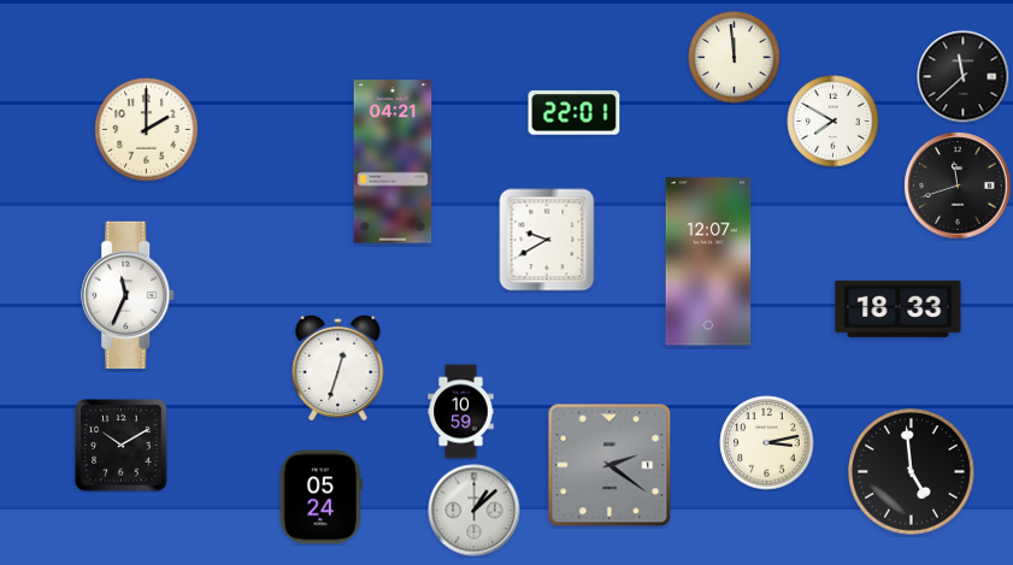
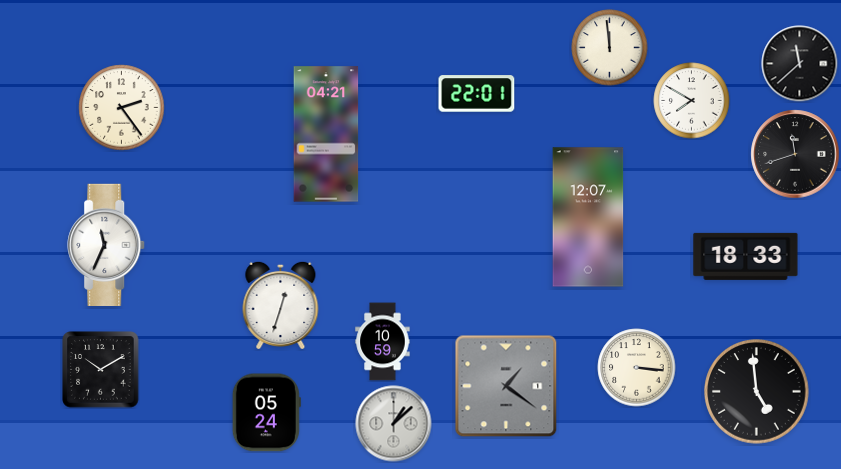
clock at (147, 130): 2:00 -> 2:24
clock at (547, 240): 9:40 -> none
clock at (767, 443): 3:13 -> 3:16
clock at (609, 465): 2:21 -> 1:21
